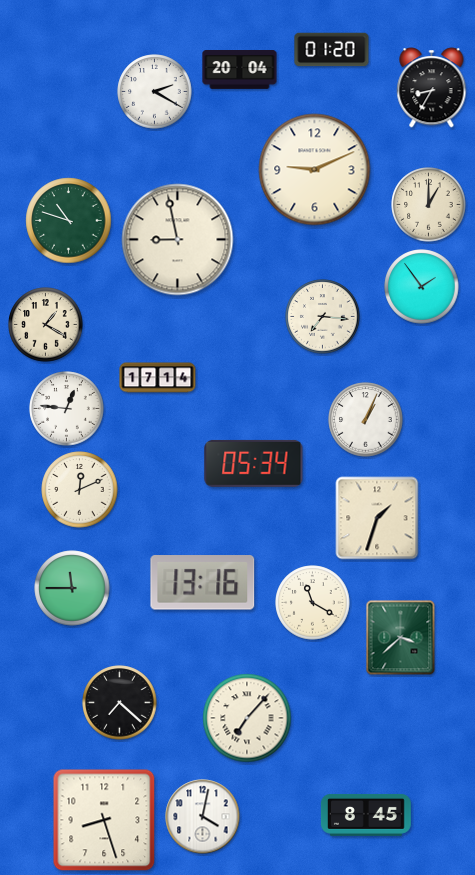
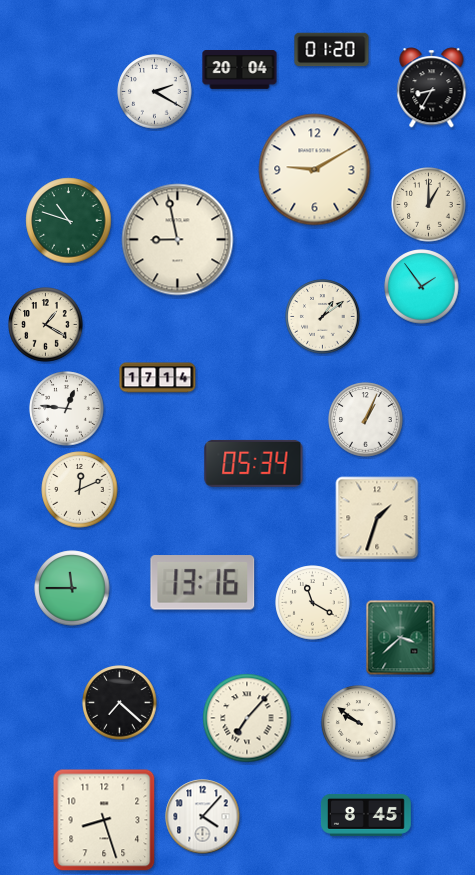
clock at (315, 170): 9:11 -> 9:10
clock at (323, 317): 7:16 -> 1:09
clock at (359, 723): none -> 9:51
clock at (203, 817): 4:02 -> 4:07
